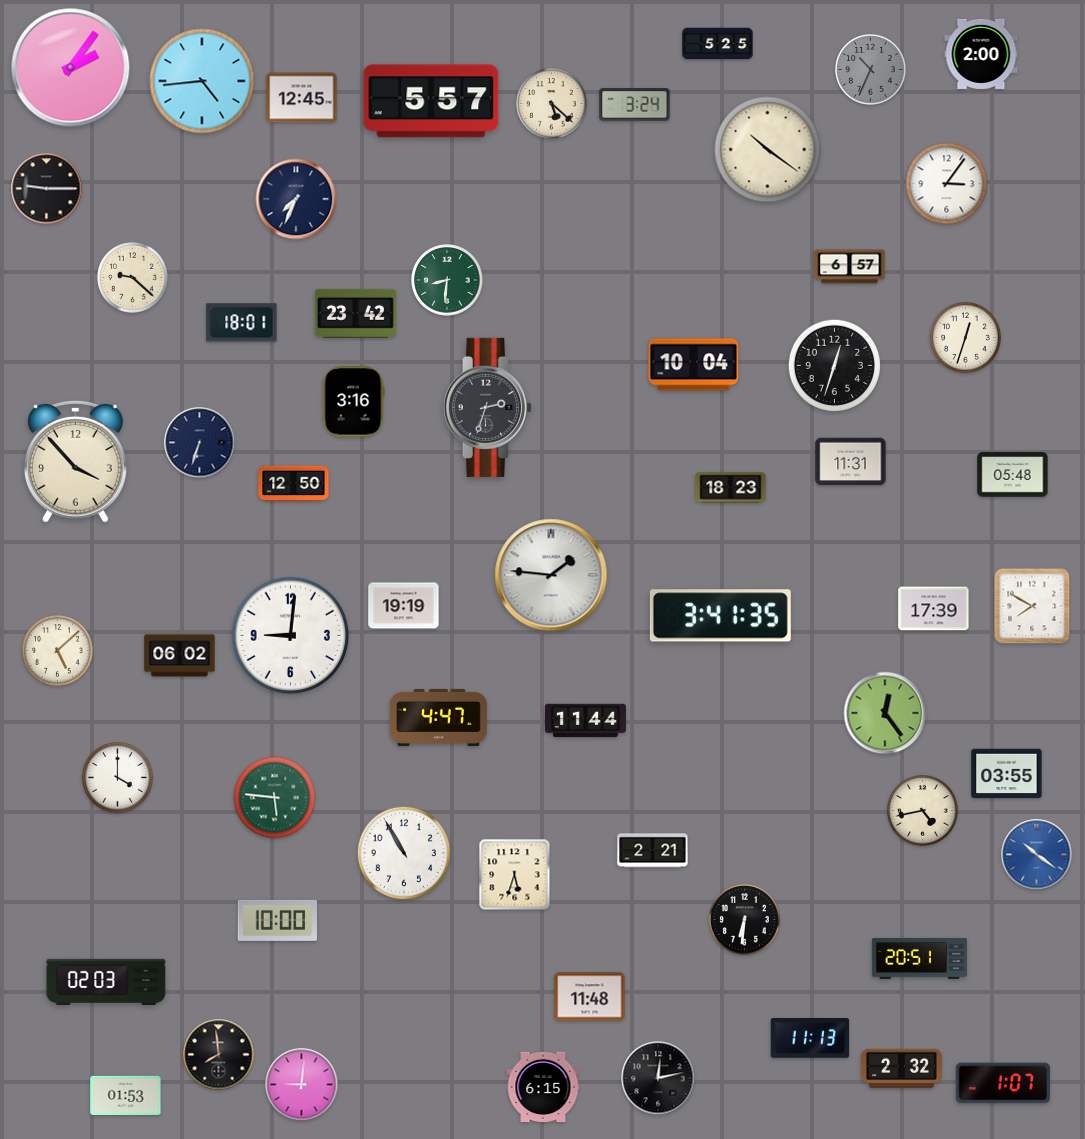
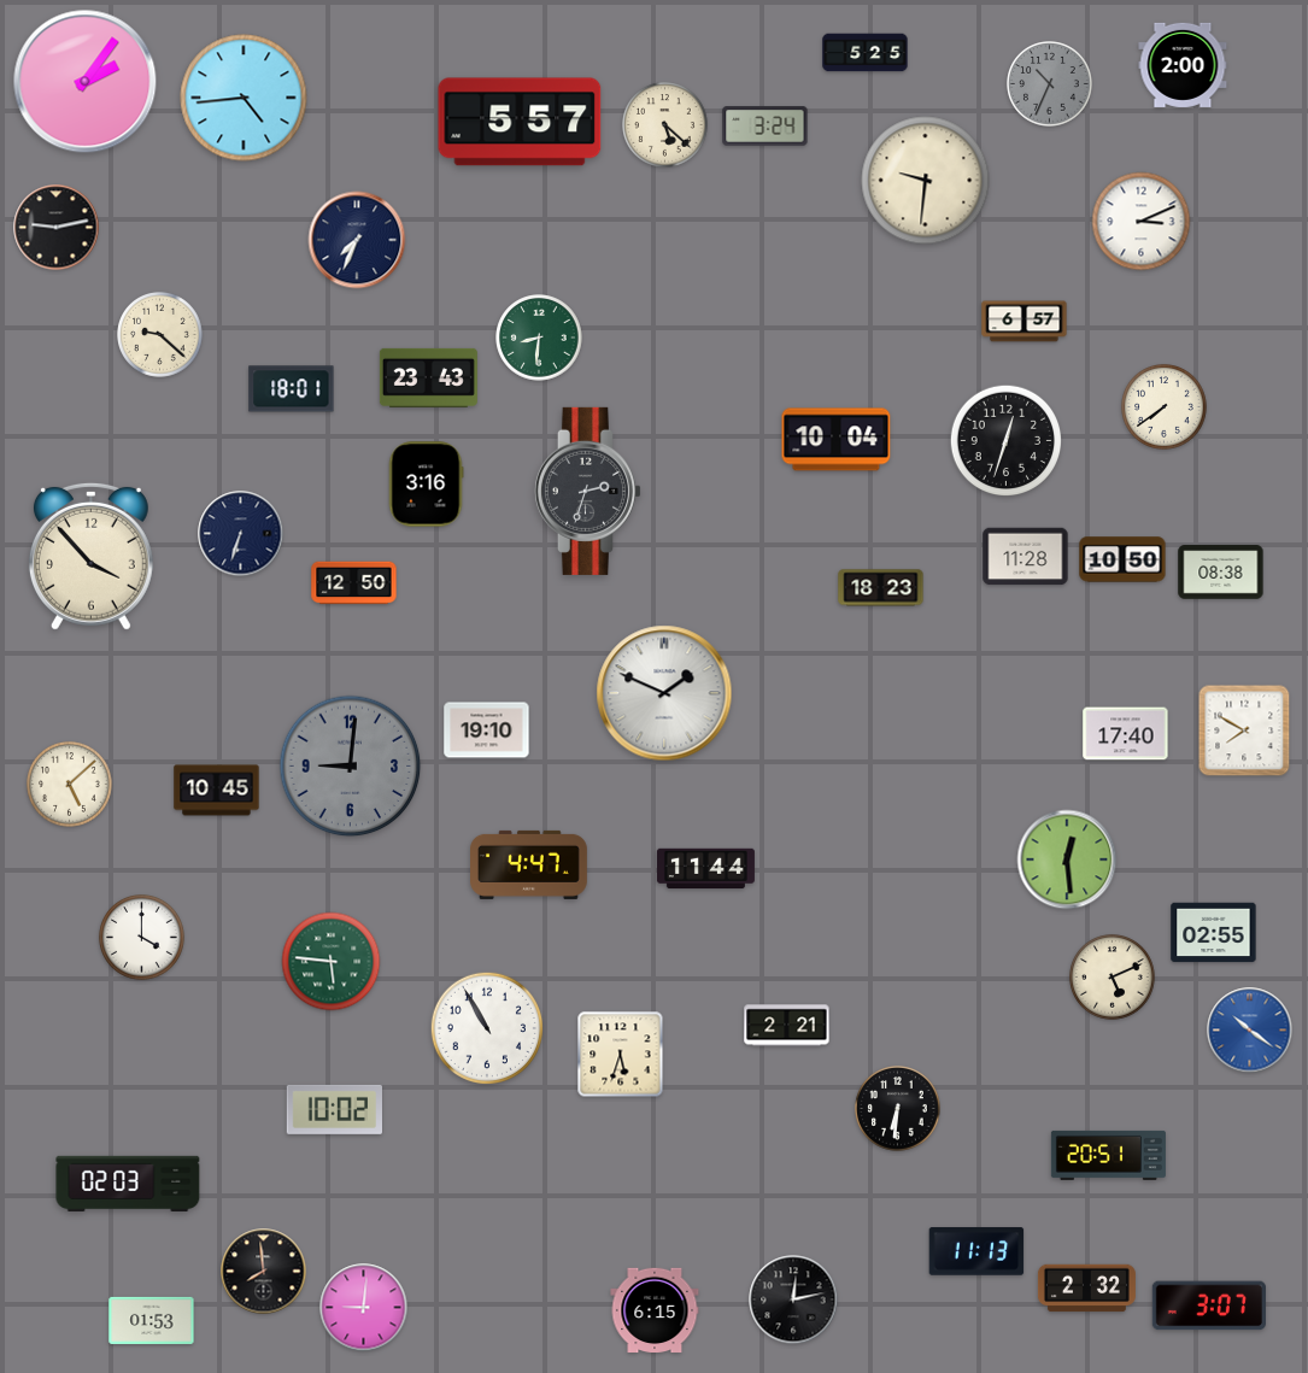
clock at (302, 98): 12:45 -> none
clock at (768, 150): 10:21 -> 9:31
clock at (947, 184): 3:06 -> 3:11
clock at (47, 189): 9:15 -> 9:13
clock at (355, 313): 23:42 -> 23:43
clock at (966, 338): 12:33 -> 7:39
clock at (851, 462): 11:31 -> 11:28
clock at (1122, 559): none -> 10:50
clock at (1013, 475): 05:48 -> 08:38
clock at (551, 575): 1:46 -> 1:49
clock at (404, 606): 19:19 -> 19:10
clock at (934, 609): 17:39 -> 17:40
clock at (720, 616): 3:41 -> none
clock at (291, 636) dial: white -> grey
clock at (180, 656): 06:02 -> 10:45
clock at (885, 713): 12:24 -> 12:29
clock at (1007, 774): 03:55 -> 02:55
clock at (923, 811): 4:43 -> 5:11
clock at (277, 920): 10:00 -> 10:02
clock at (590, 997): 11:48 -> none
clock at (1003, 1083): 1:07 -> 3:07
